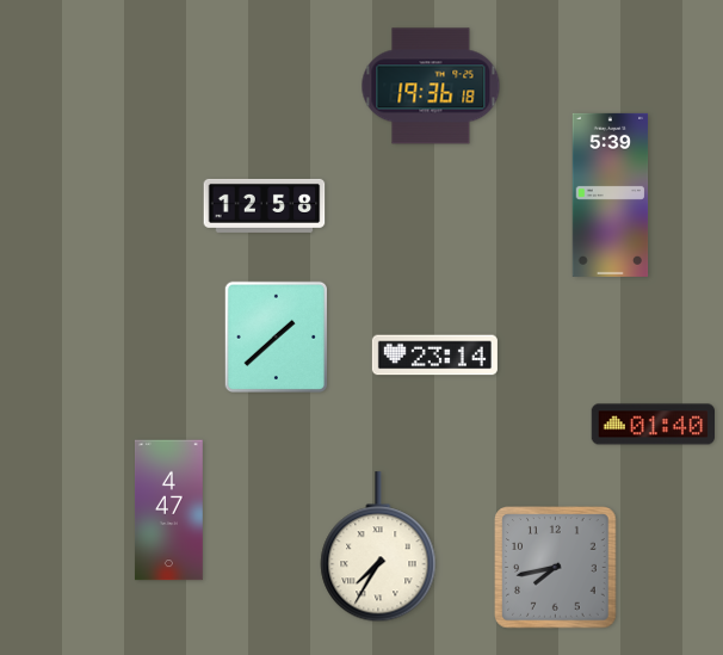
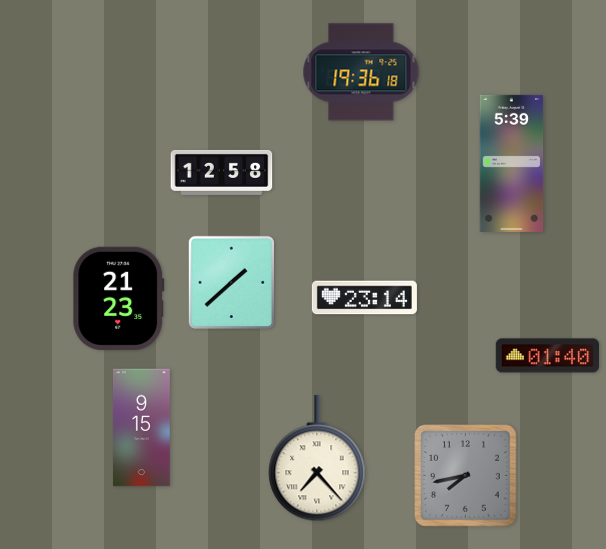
clock at (119, 298): none -> 21:23
clock at (169, 511): 4:47 -> 9:15
clock at (378, 548): 7:35 -> 7:23
